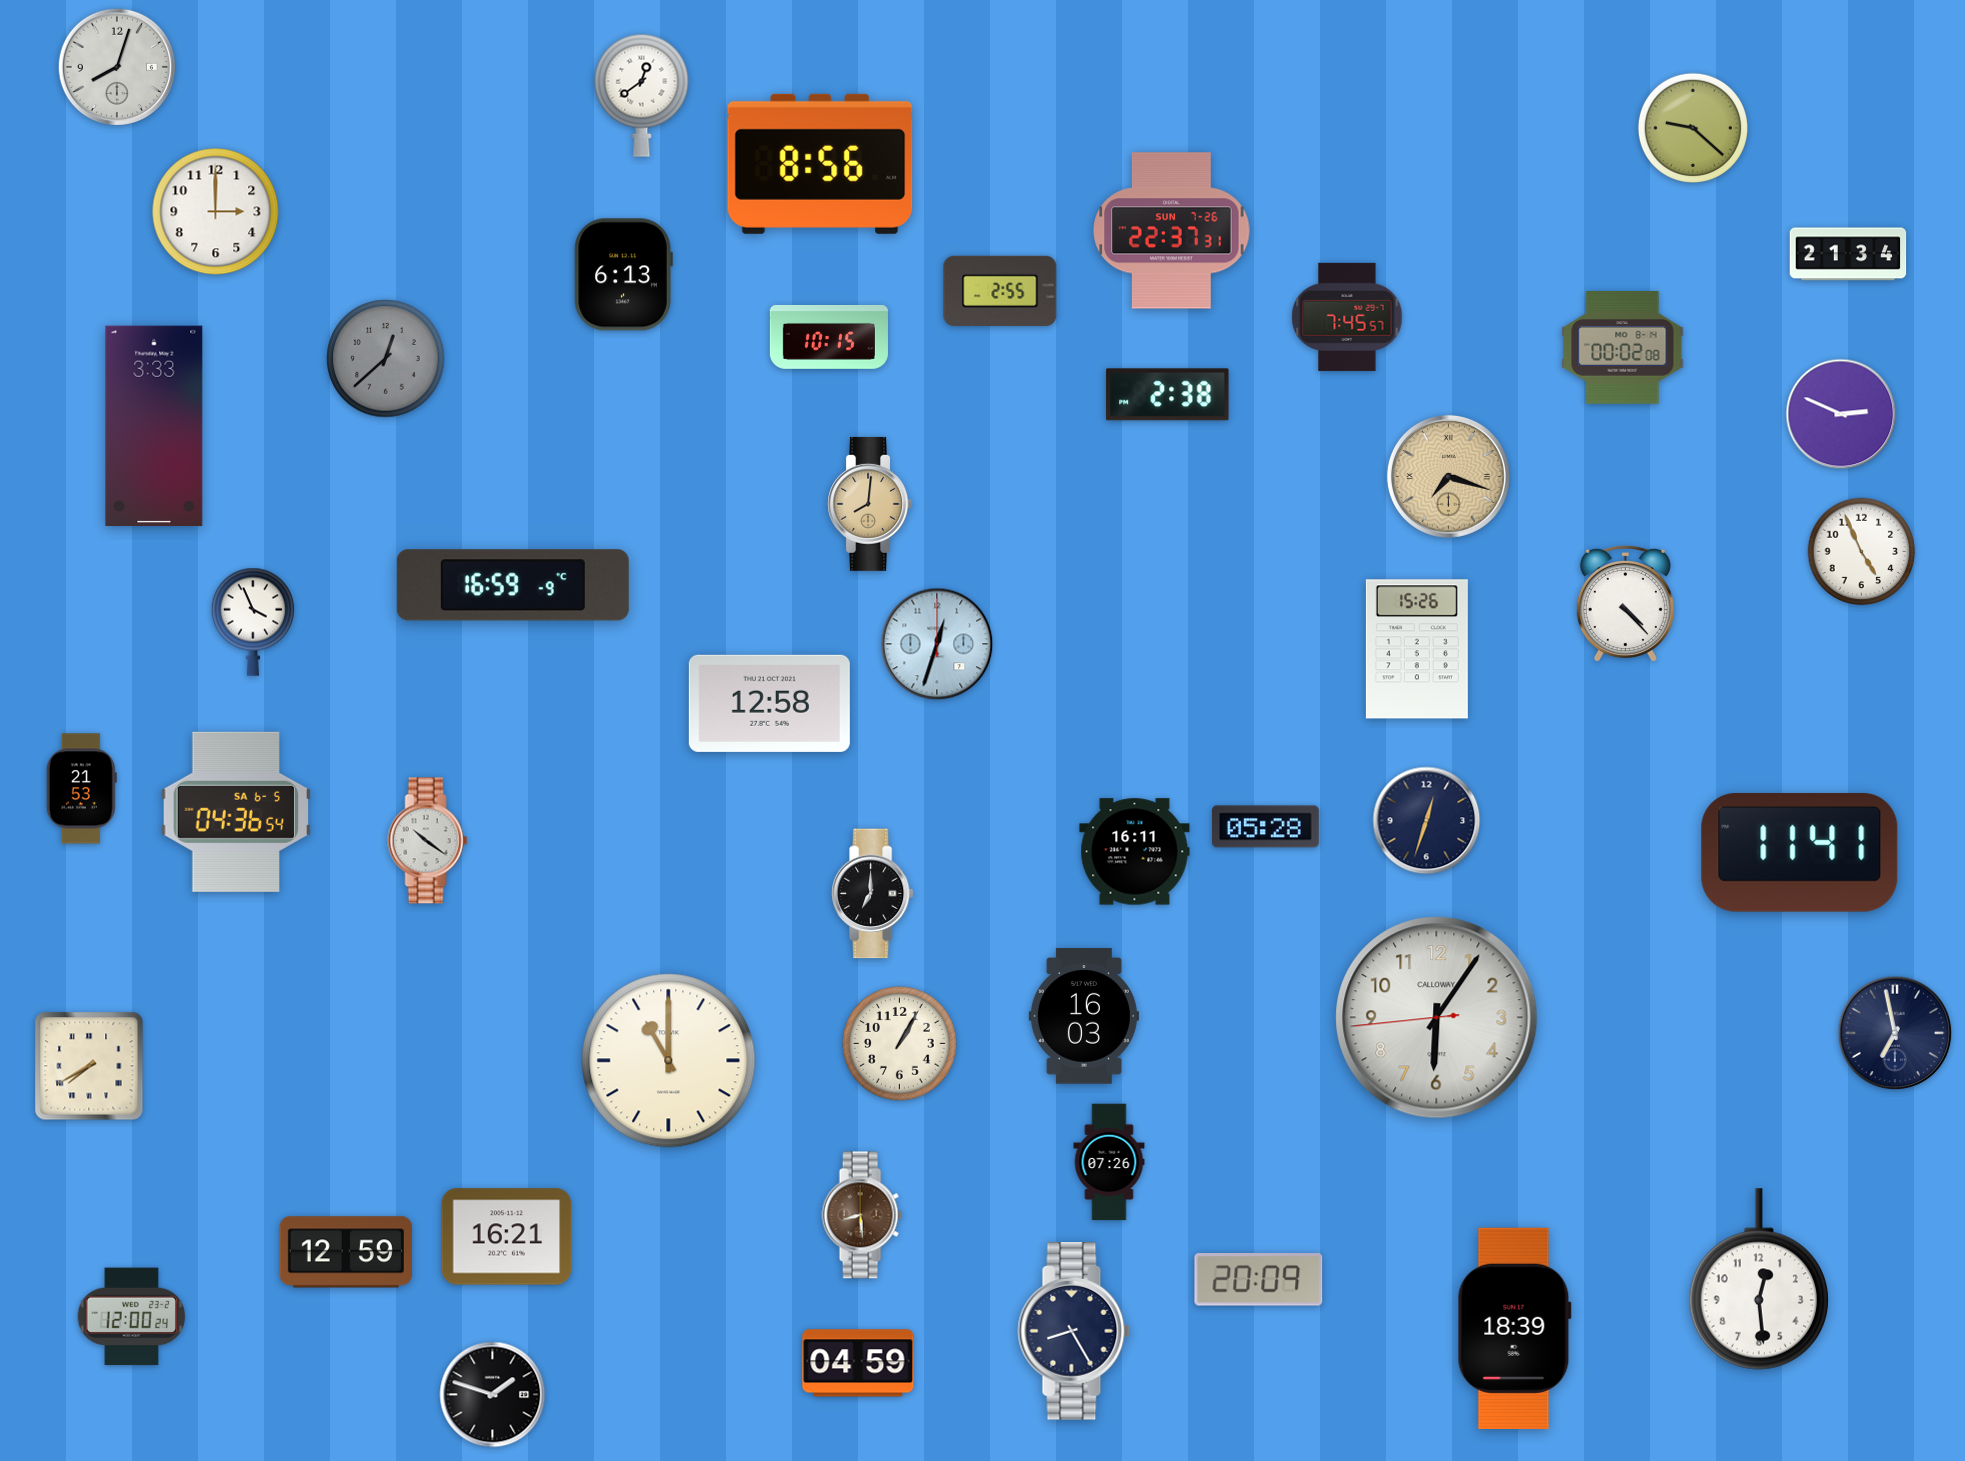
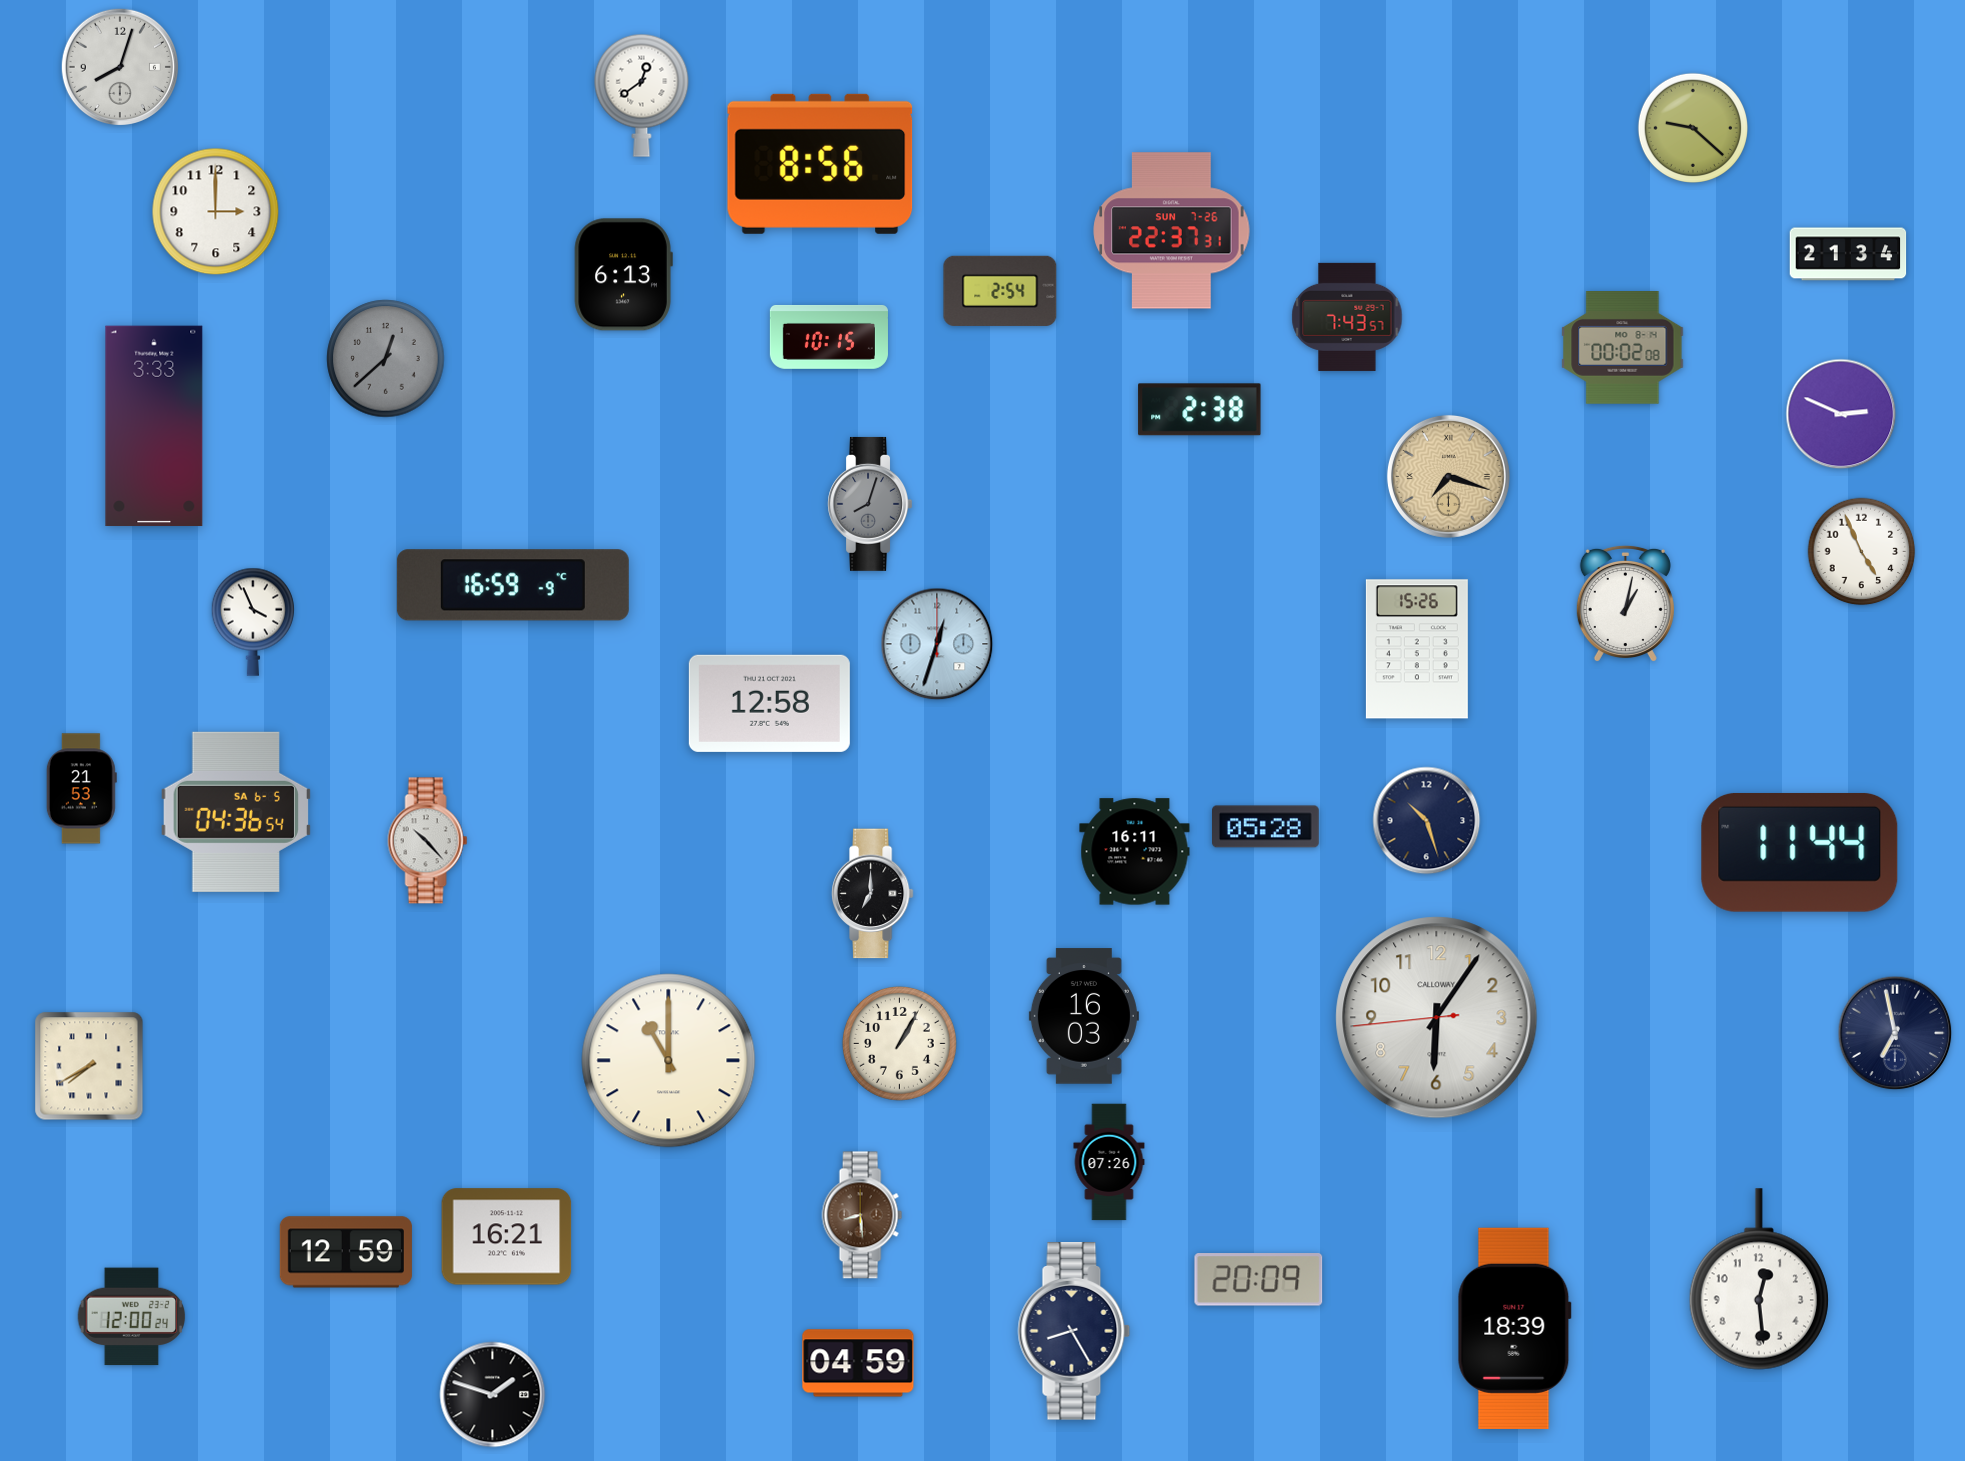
clock at (116, 66) position: (116, 66) -> (119, 66)
clock at (1000, 291): 2:55 -> 2:54
clock at (1347, 317): 7:45 -> 7:43
clock at (1168, 395) position: (1168, 395) -> (1200, 410)
clock at (869, 504): 8:01 -> 8:03
clock at (869, 504) dial: champagne -> grey
clock at (1625, 604): 4:23 -> 1:02
clock at (1427, 821): 12:33 -> 10:27
clock at (428, 841): 10:21 -> 10:23
clock at (1800, 852): 11:41 -> 11:44
